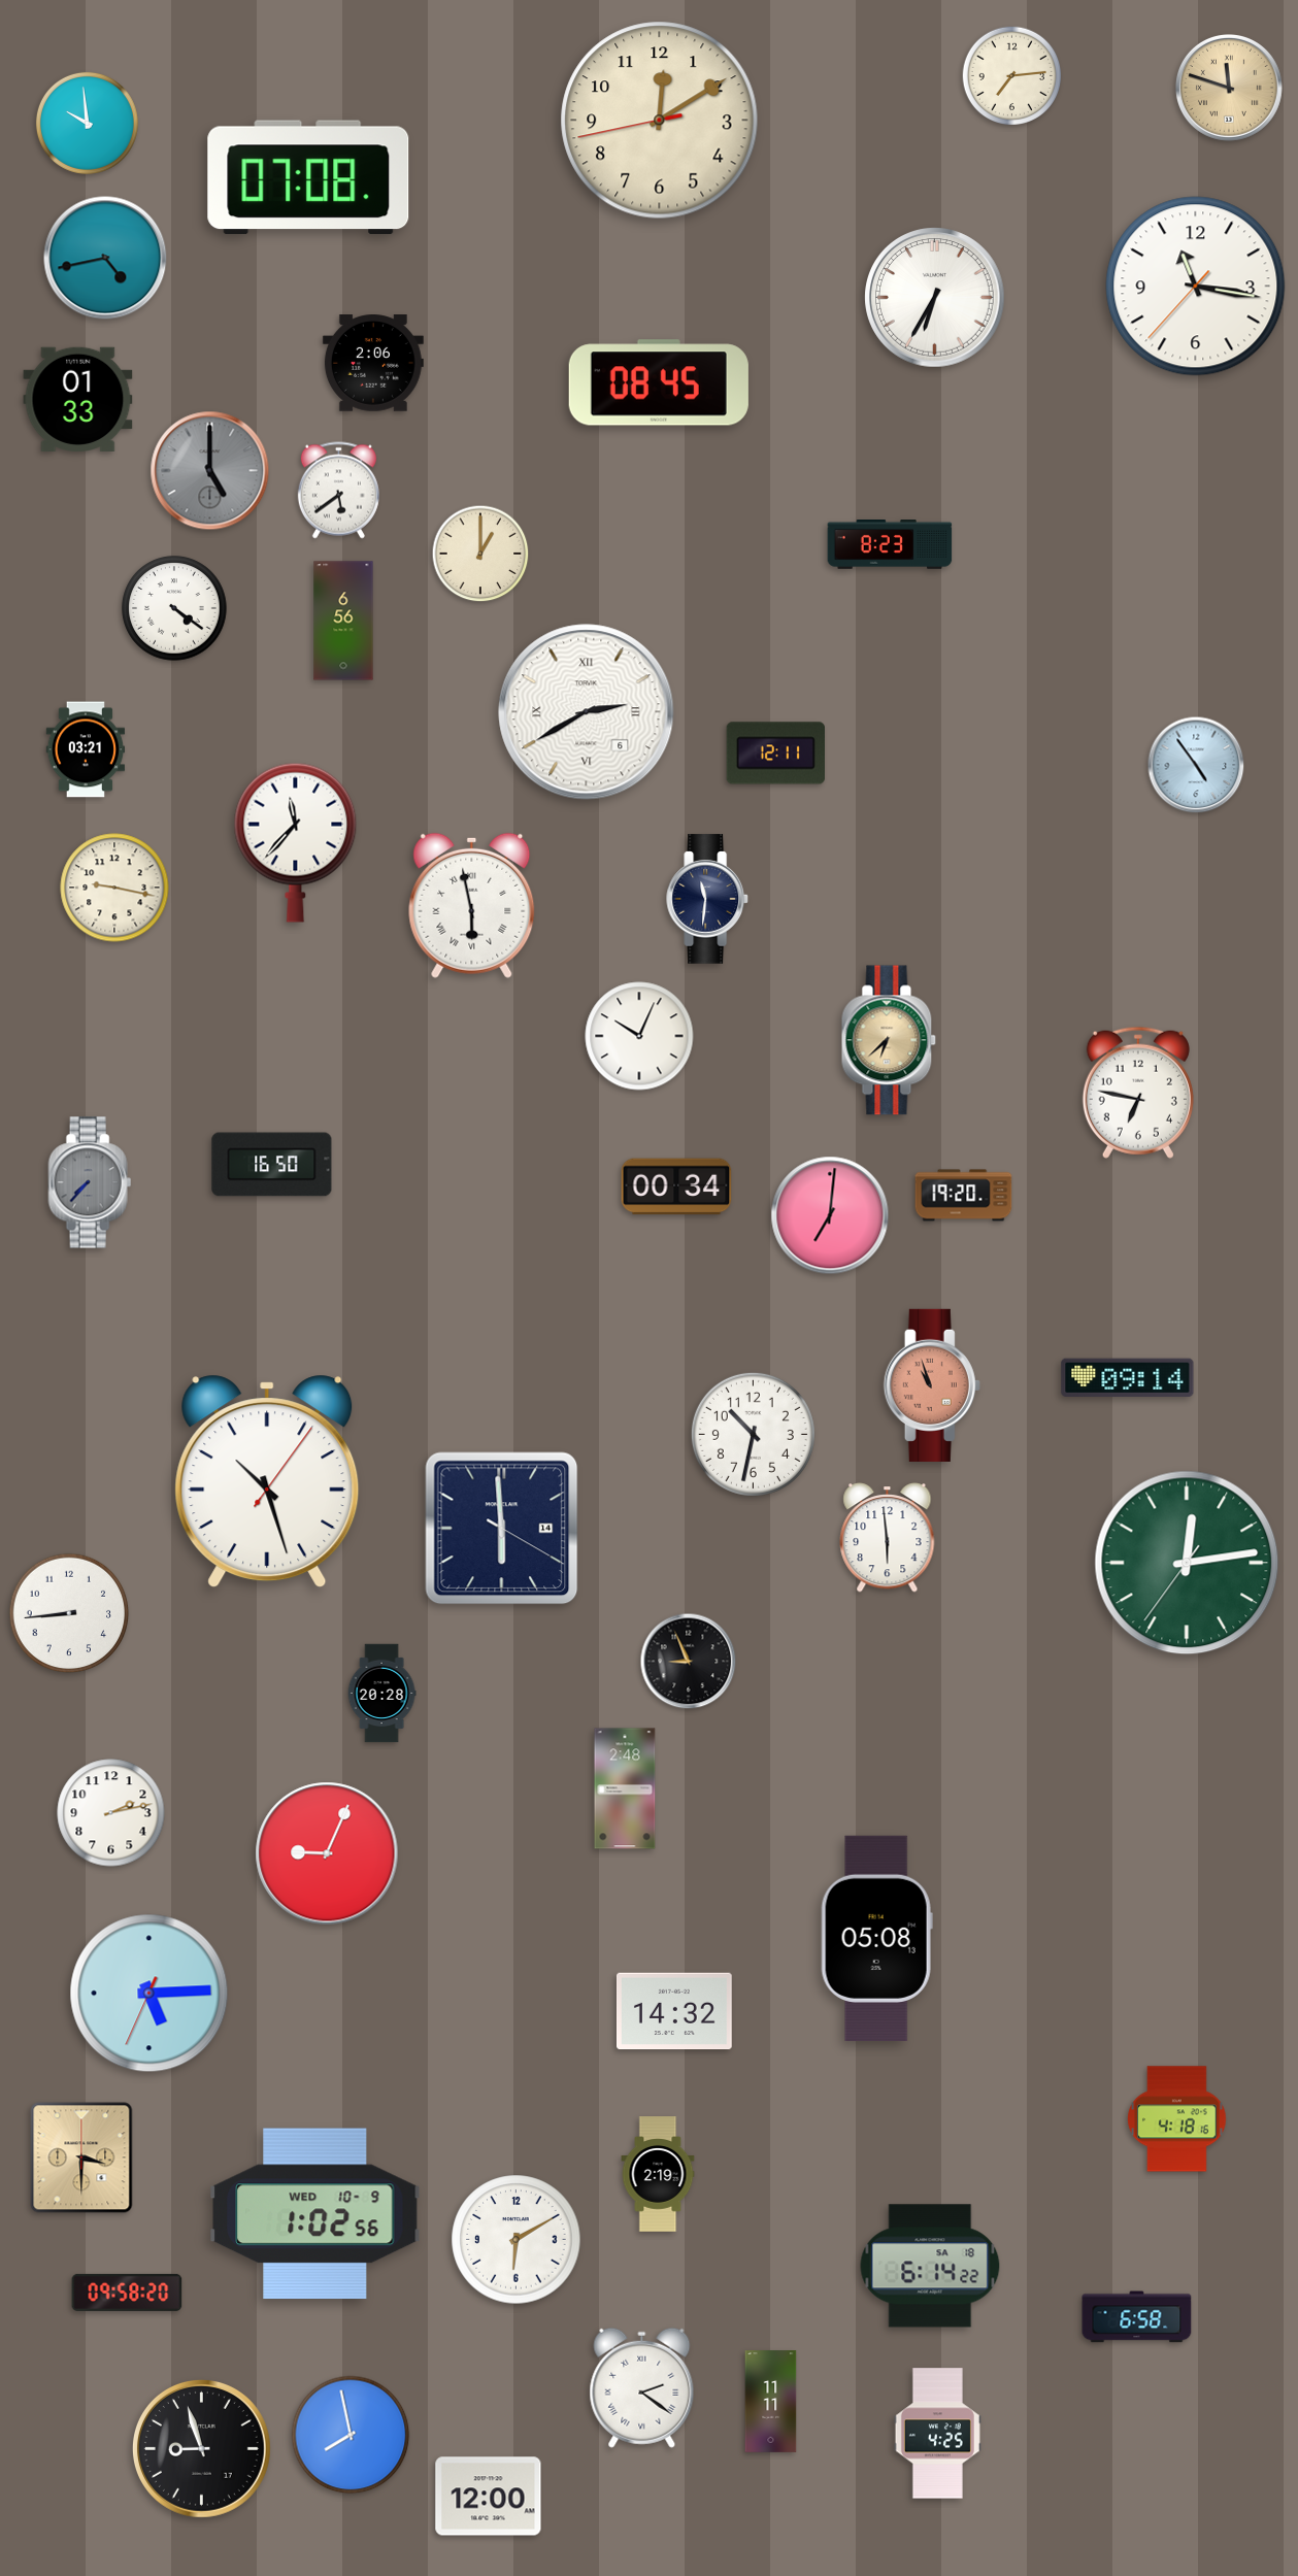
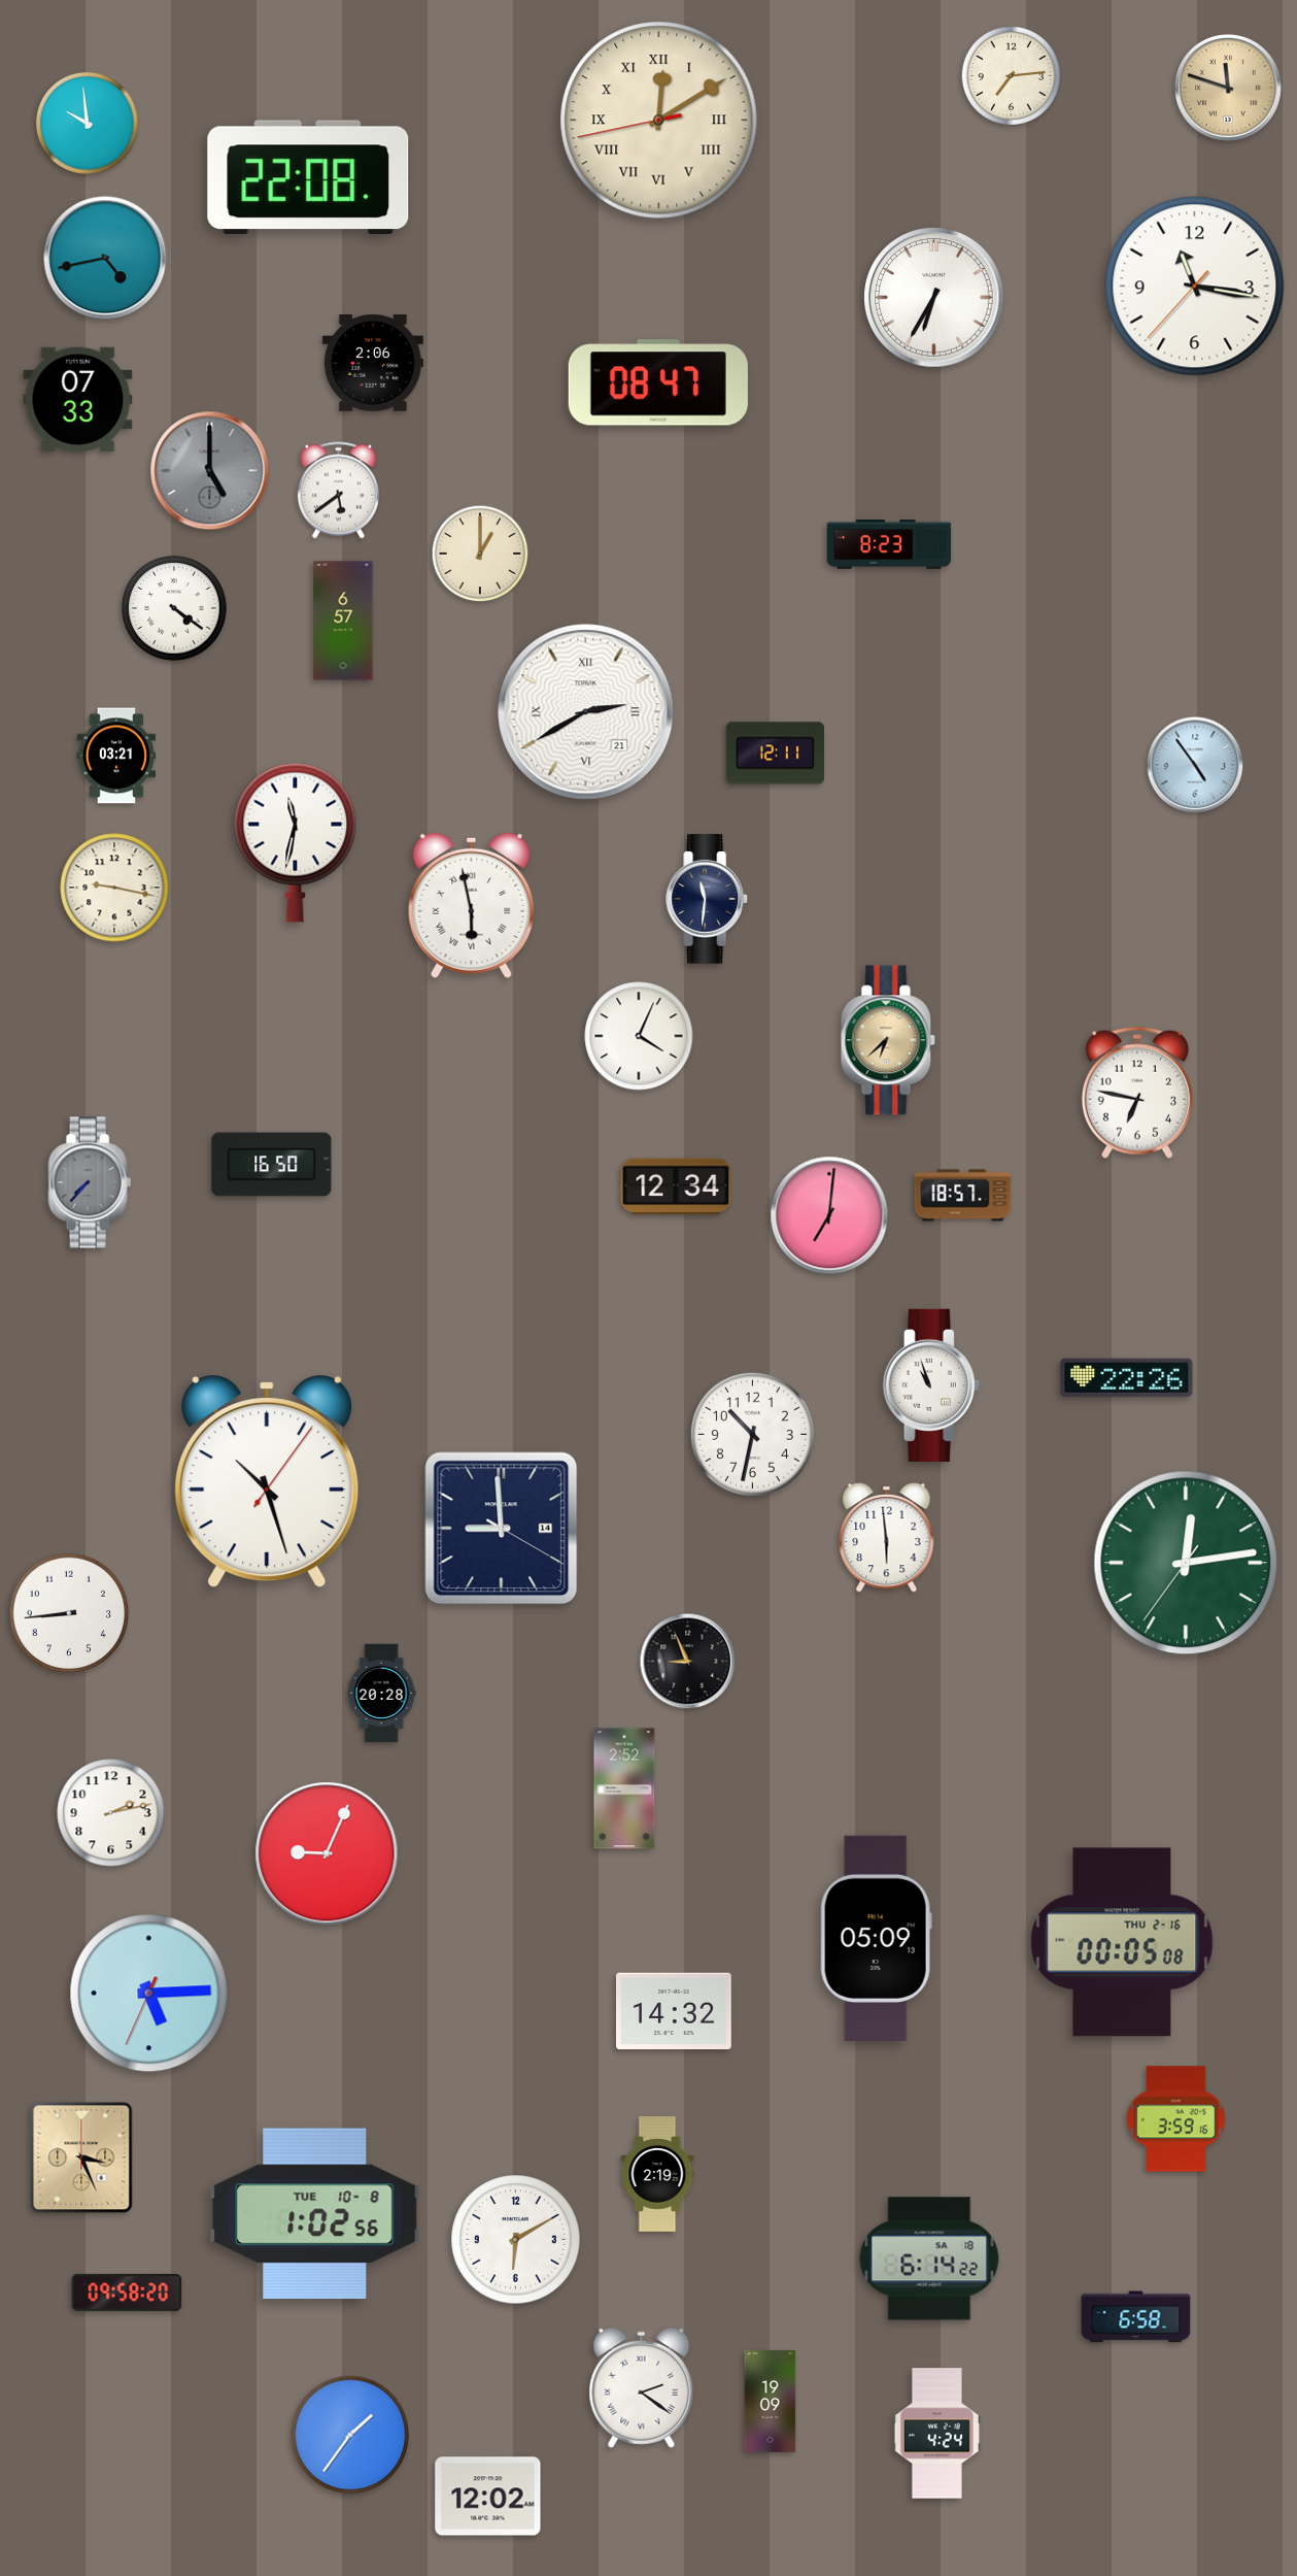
clock at (660, 121) numerals: Arabic -> Roman
clock at (308, 177): 07:08 -> 22:08
clock at (659, 382): 08:45 -> 08:47
clock at (78, 399): 01:33 -> 07:33
clock at (343, 621): 6:56 -> 6:57
clock at (587, 712) date: 6 -> 21
clock at (86, 749) position: (86, 749) -> (116, 756)
clock at (296, 842): 11:37 -> 11:32
clock at (639, 1036): 10:04 -> 4:04
clock at (676, 1186): 00:34 -> 12:34
clock at (964, 1196): 19:20 -> 18:57
clock at (1128, 1377): 09:14 -> 22:26
clock at (932, 1385) dial: salmon -> white
clock at (502, 1529): 5:59 -> 8:59
clock at (625, 1788): 2:48 -> 2:52
clock at (876, 1938): 05:08 -> 05:09
clock at (1122, 1942): none -> 00:05
clock at (1177, 2119): 4:18 -> 3:59
clock at (81, 2157): 3:30 -> 3:26
clock at (315, 2214) date: WED 10-9 -> TUE 10-8
clock at (930, 2266) position: (930, 2266) -> (929, 2259)
clock at (771, 2402): 11:11 -> 19:09
clock at (937, 2434): 4:25 -> 4:24
clock at (351, 2435): 7:58 -> 1:36
clock at (201, 2448): 8:57 -> none
clock at (489, 2497): 12:00 -> 12:02
